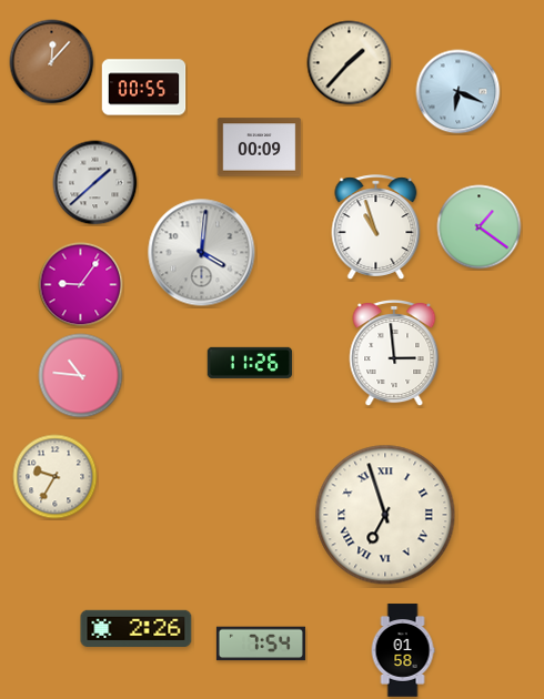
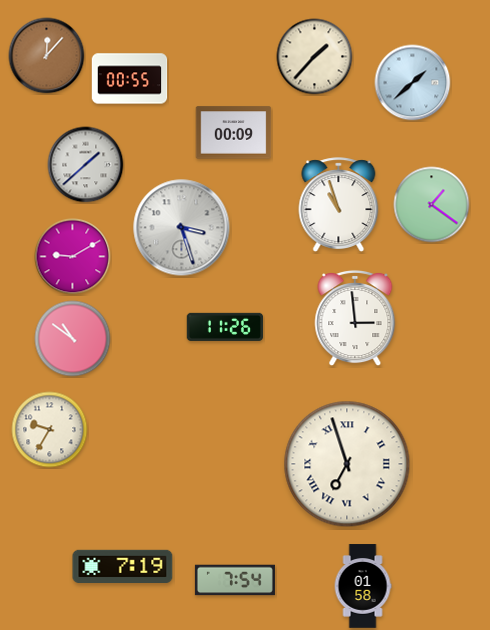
clock at (459, 92): 6:19 -> 1:38
clock at (202, 253): 4:01 -> 3:27
clock at (81, 285): 9:06 -> 9:10
clock at (81, 376): 10:46 -> 10:51
clock at (137, 628): 2:26 -> 7:19
